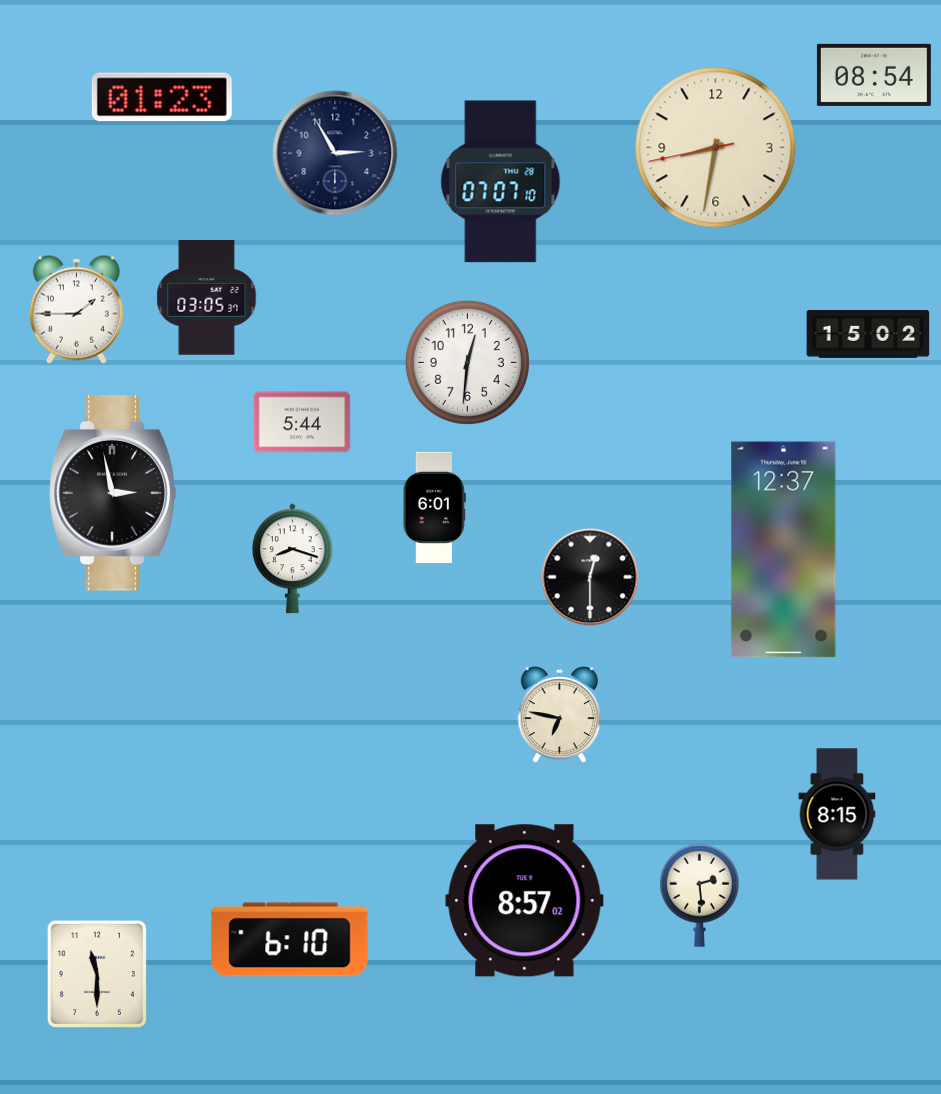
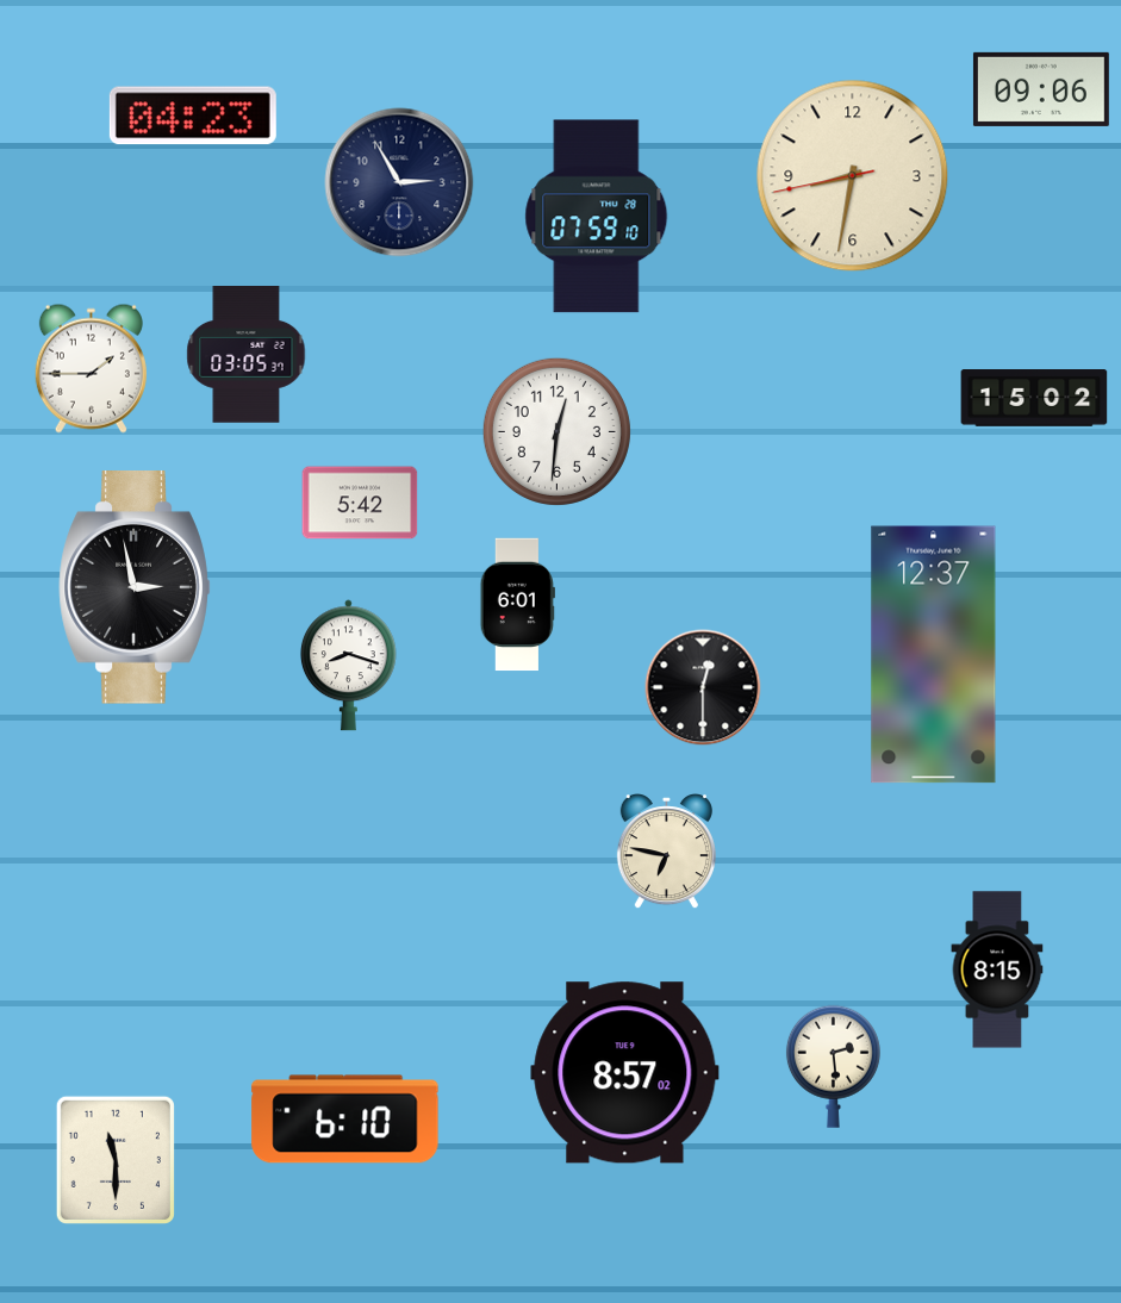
clock at (874, 75): 08:54 -> 09:06
clock at (162, 97): 01:23 -> 04:23
clock at (501, 182): 07:07 -> 07:59
clock at (302, 422): 5:44 -> 5:42
